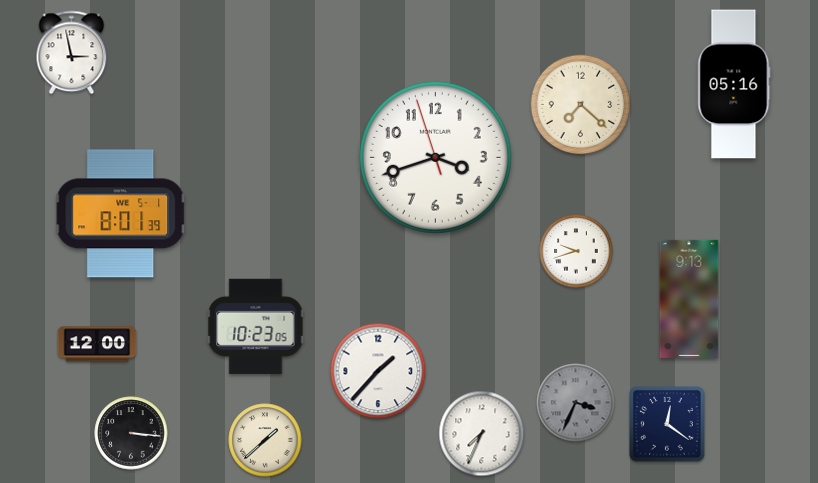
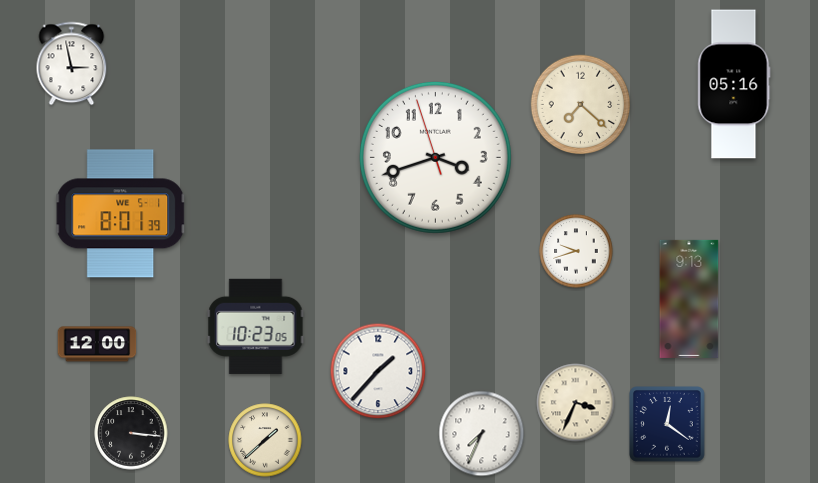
clock at (72, 53) position: (72, 53) -> (72, 64)
clock at (576, 403) dial: grey -> cream
